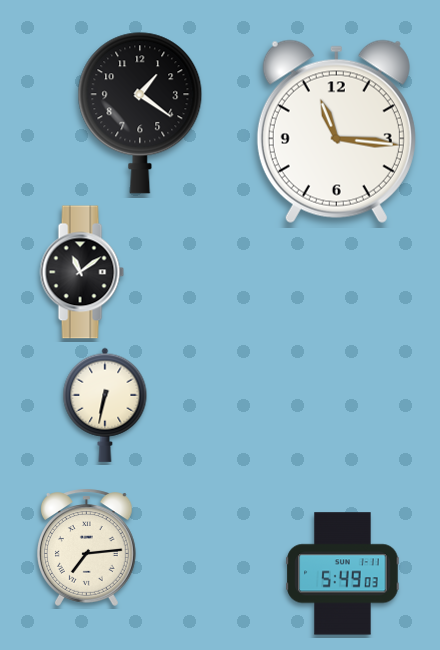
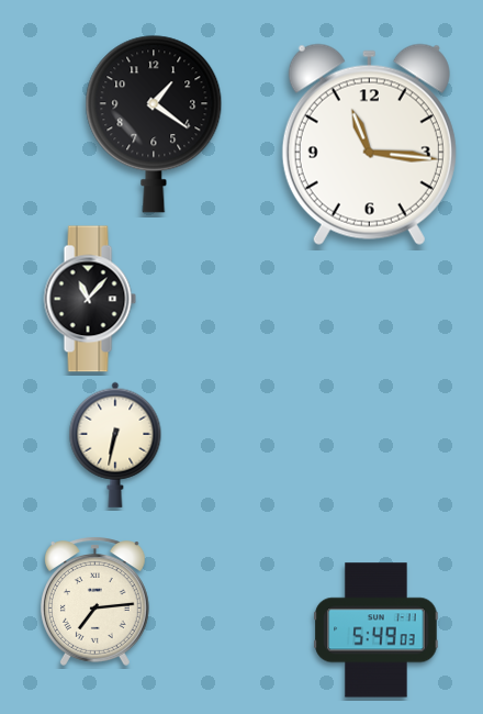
clock at (82, 272): 11:09 -> 11:07
